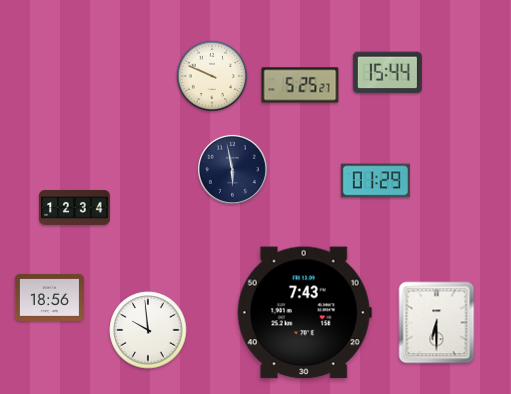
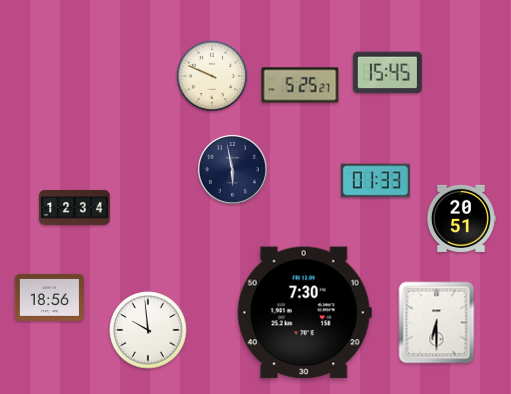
clock at (387, 73): 15:44 -> 15:45
clock at (375, 181): 01:29 -> 01:33
clock at (461, 218): none -> 20:51
clock at (304, 313): 7:43 -> 7:30
